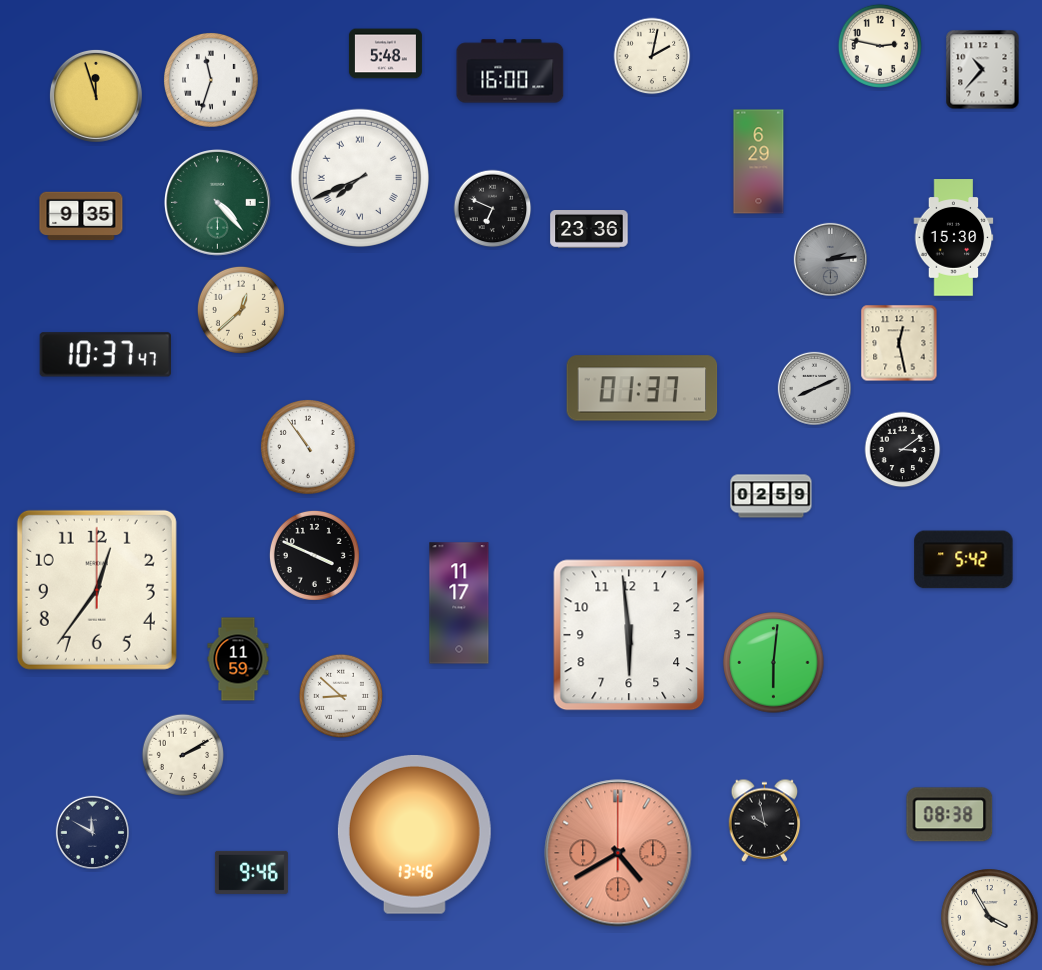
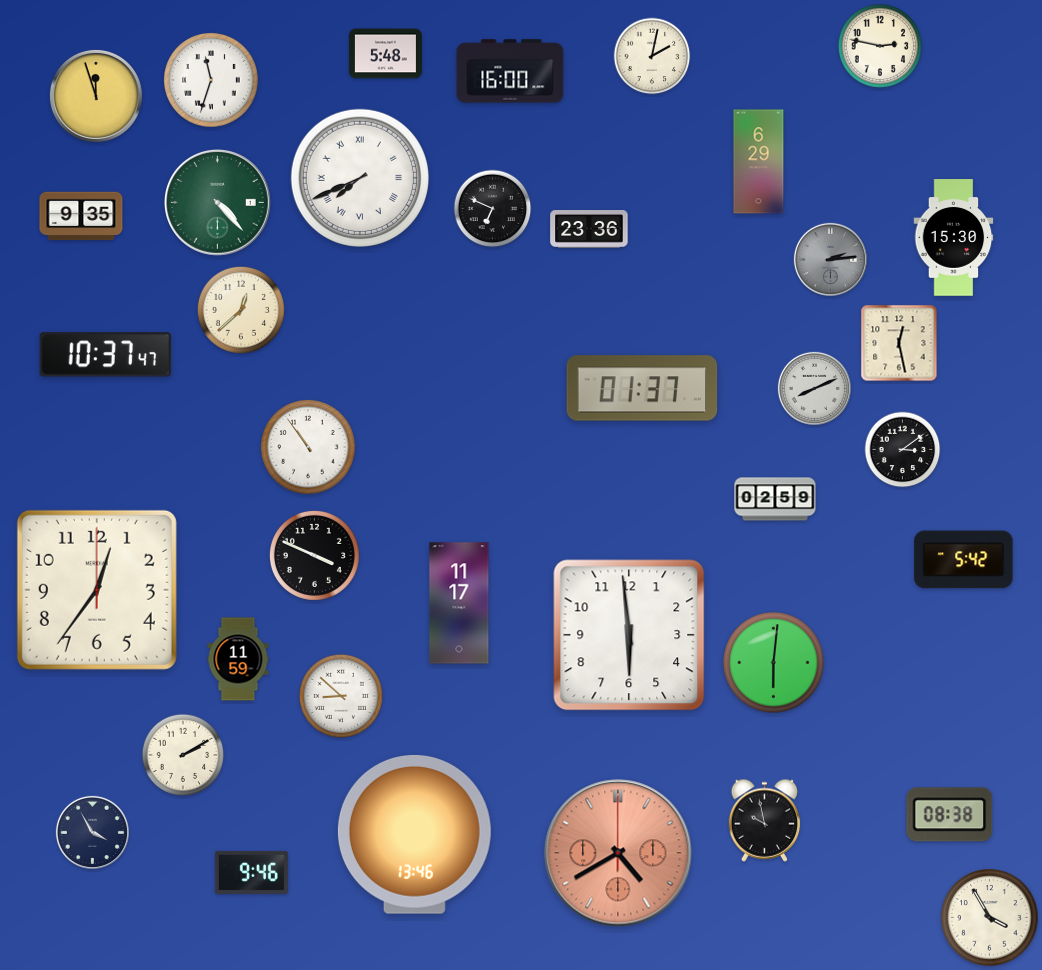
clock at (983, 70): 10:37 -> none
clock at (771, 496) position: (771, 496) -> (775, 499)
clock at (92, 832): 11:50 -> 3:55
